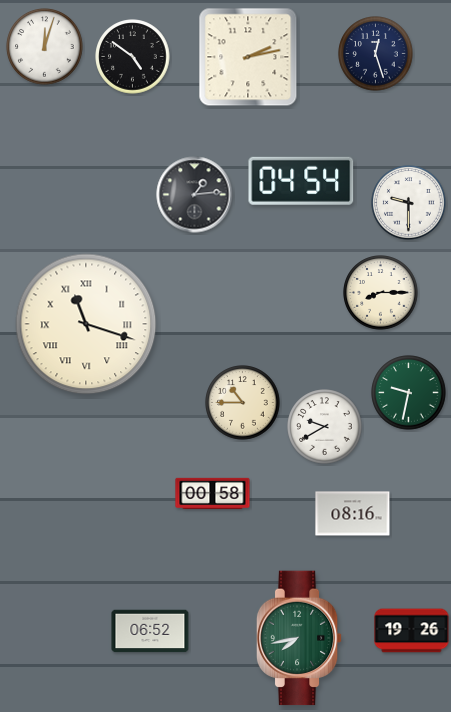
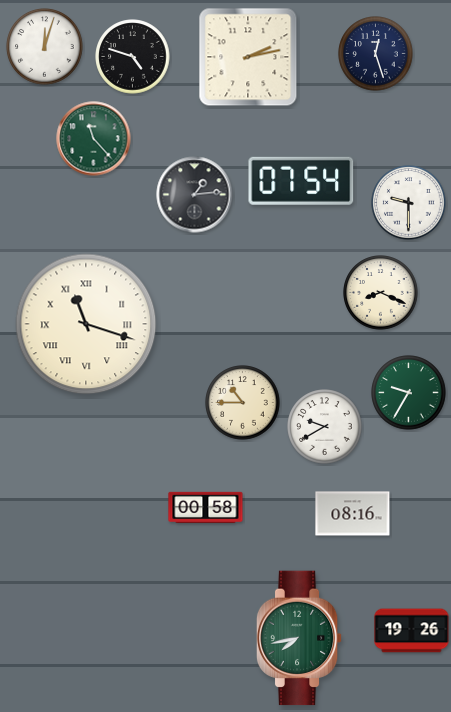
clock at (133, 57): 4:51 -> 4:48
clock at (94, 139): none -> 11:23
clock at (301, 181): 04:54 -> 07:54
clock at (381, 293): 8:15 -> 8:19
clock at (409, 393): 9:32 -> 9:35
clock at (213, 494) position: (213, 494) -> (206, 508)
clock at (150, 631): 06:52 -> none
